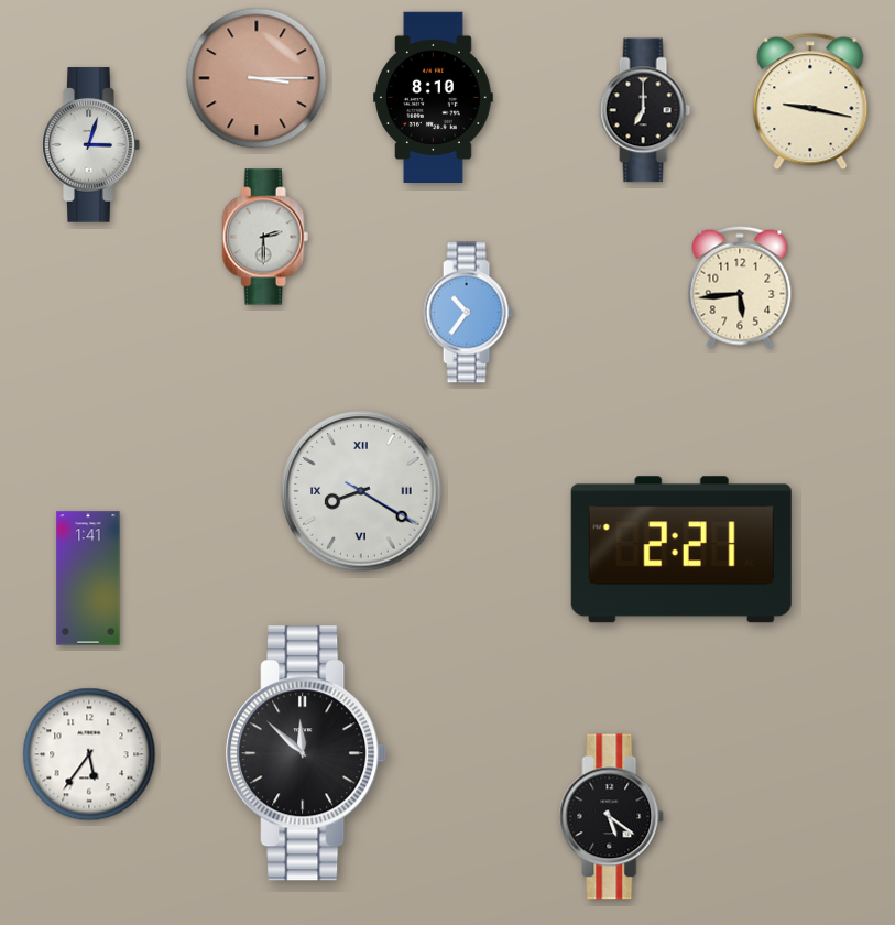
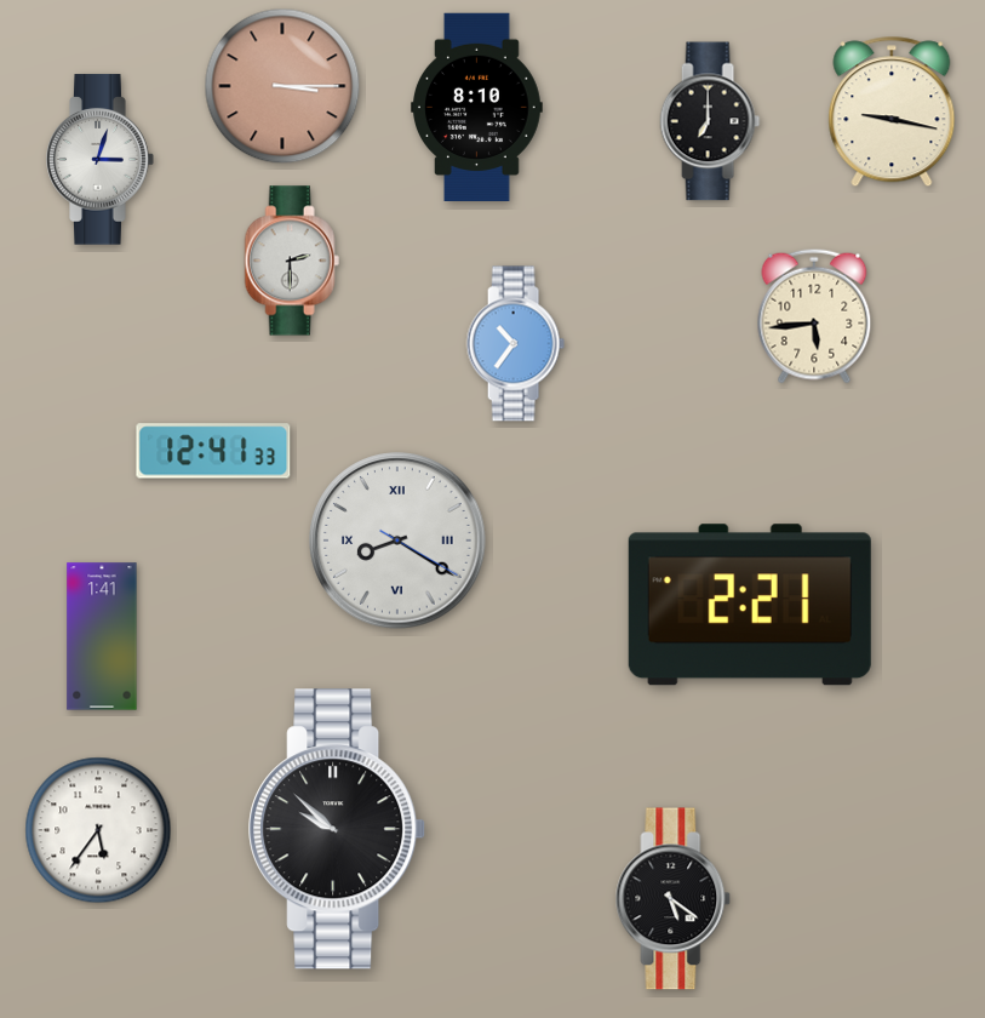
clock at (213, 451): none -> 12:41
clock at (88, 578) position: (88, 578) -> (102, 636)
clock at (307, 753): 11:52 -> 9:52
